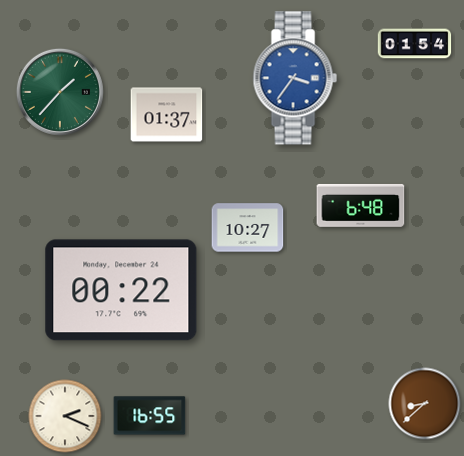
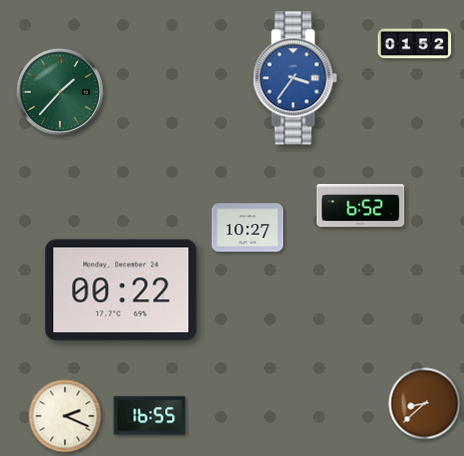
clock at (415, 44): 01:54 -> 01:52
clock at (167, 115): 01:37 -> none
clock at (361, 205): 6:48 -> 6:52
